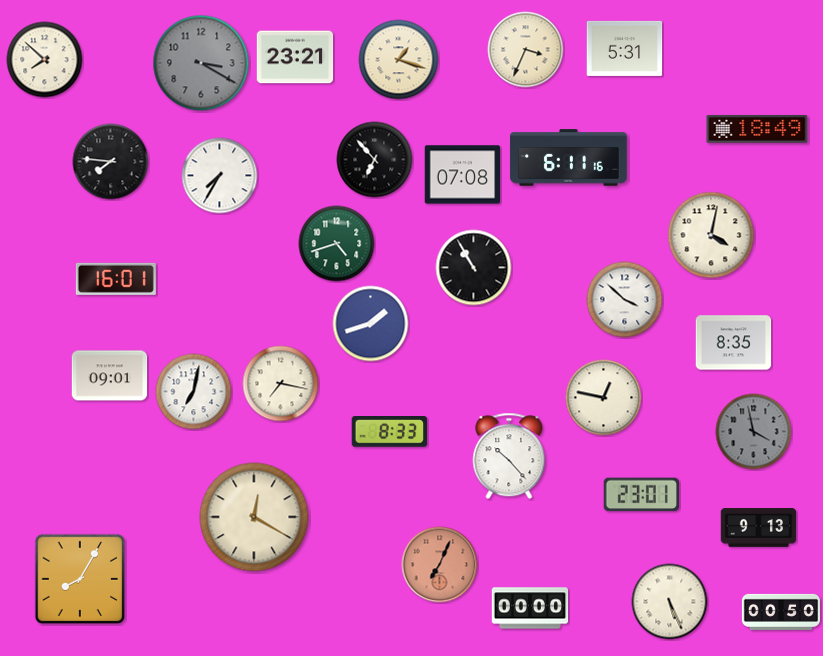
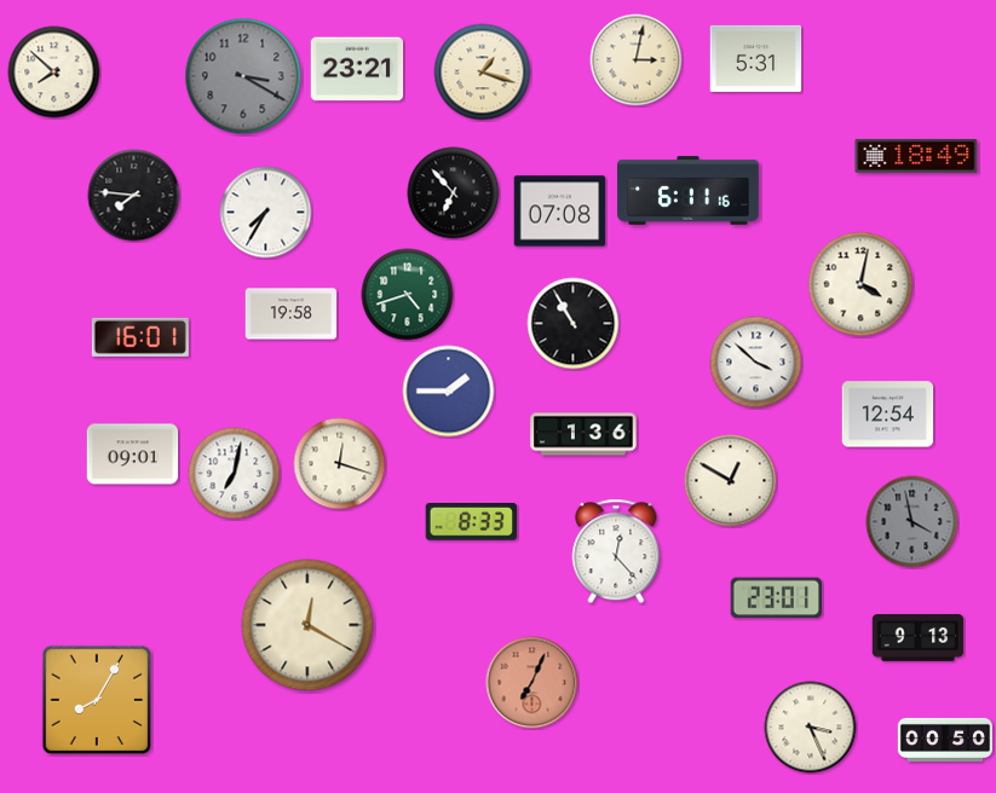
clock at (526, 50): 3:34 -> 3:02
clock at (292, 314): none -> 19:58
clock at (371, 324): 1:42 -> 1:45
clock at (734, 343): 8:35 -> 12:54
clock at (583, 434): none -> 1:36
clock at (281, 384): 7:17 -> 12:18
clock at (604, 398): 12:47 -> 12:50
clock at (509, 456): 10:23 -> 12:23
clock at (670, 602): 5:26 -> 3:26
clock at (530, 608): 00:00 -> none
